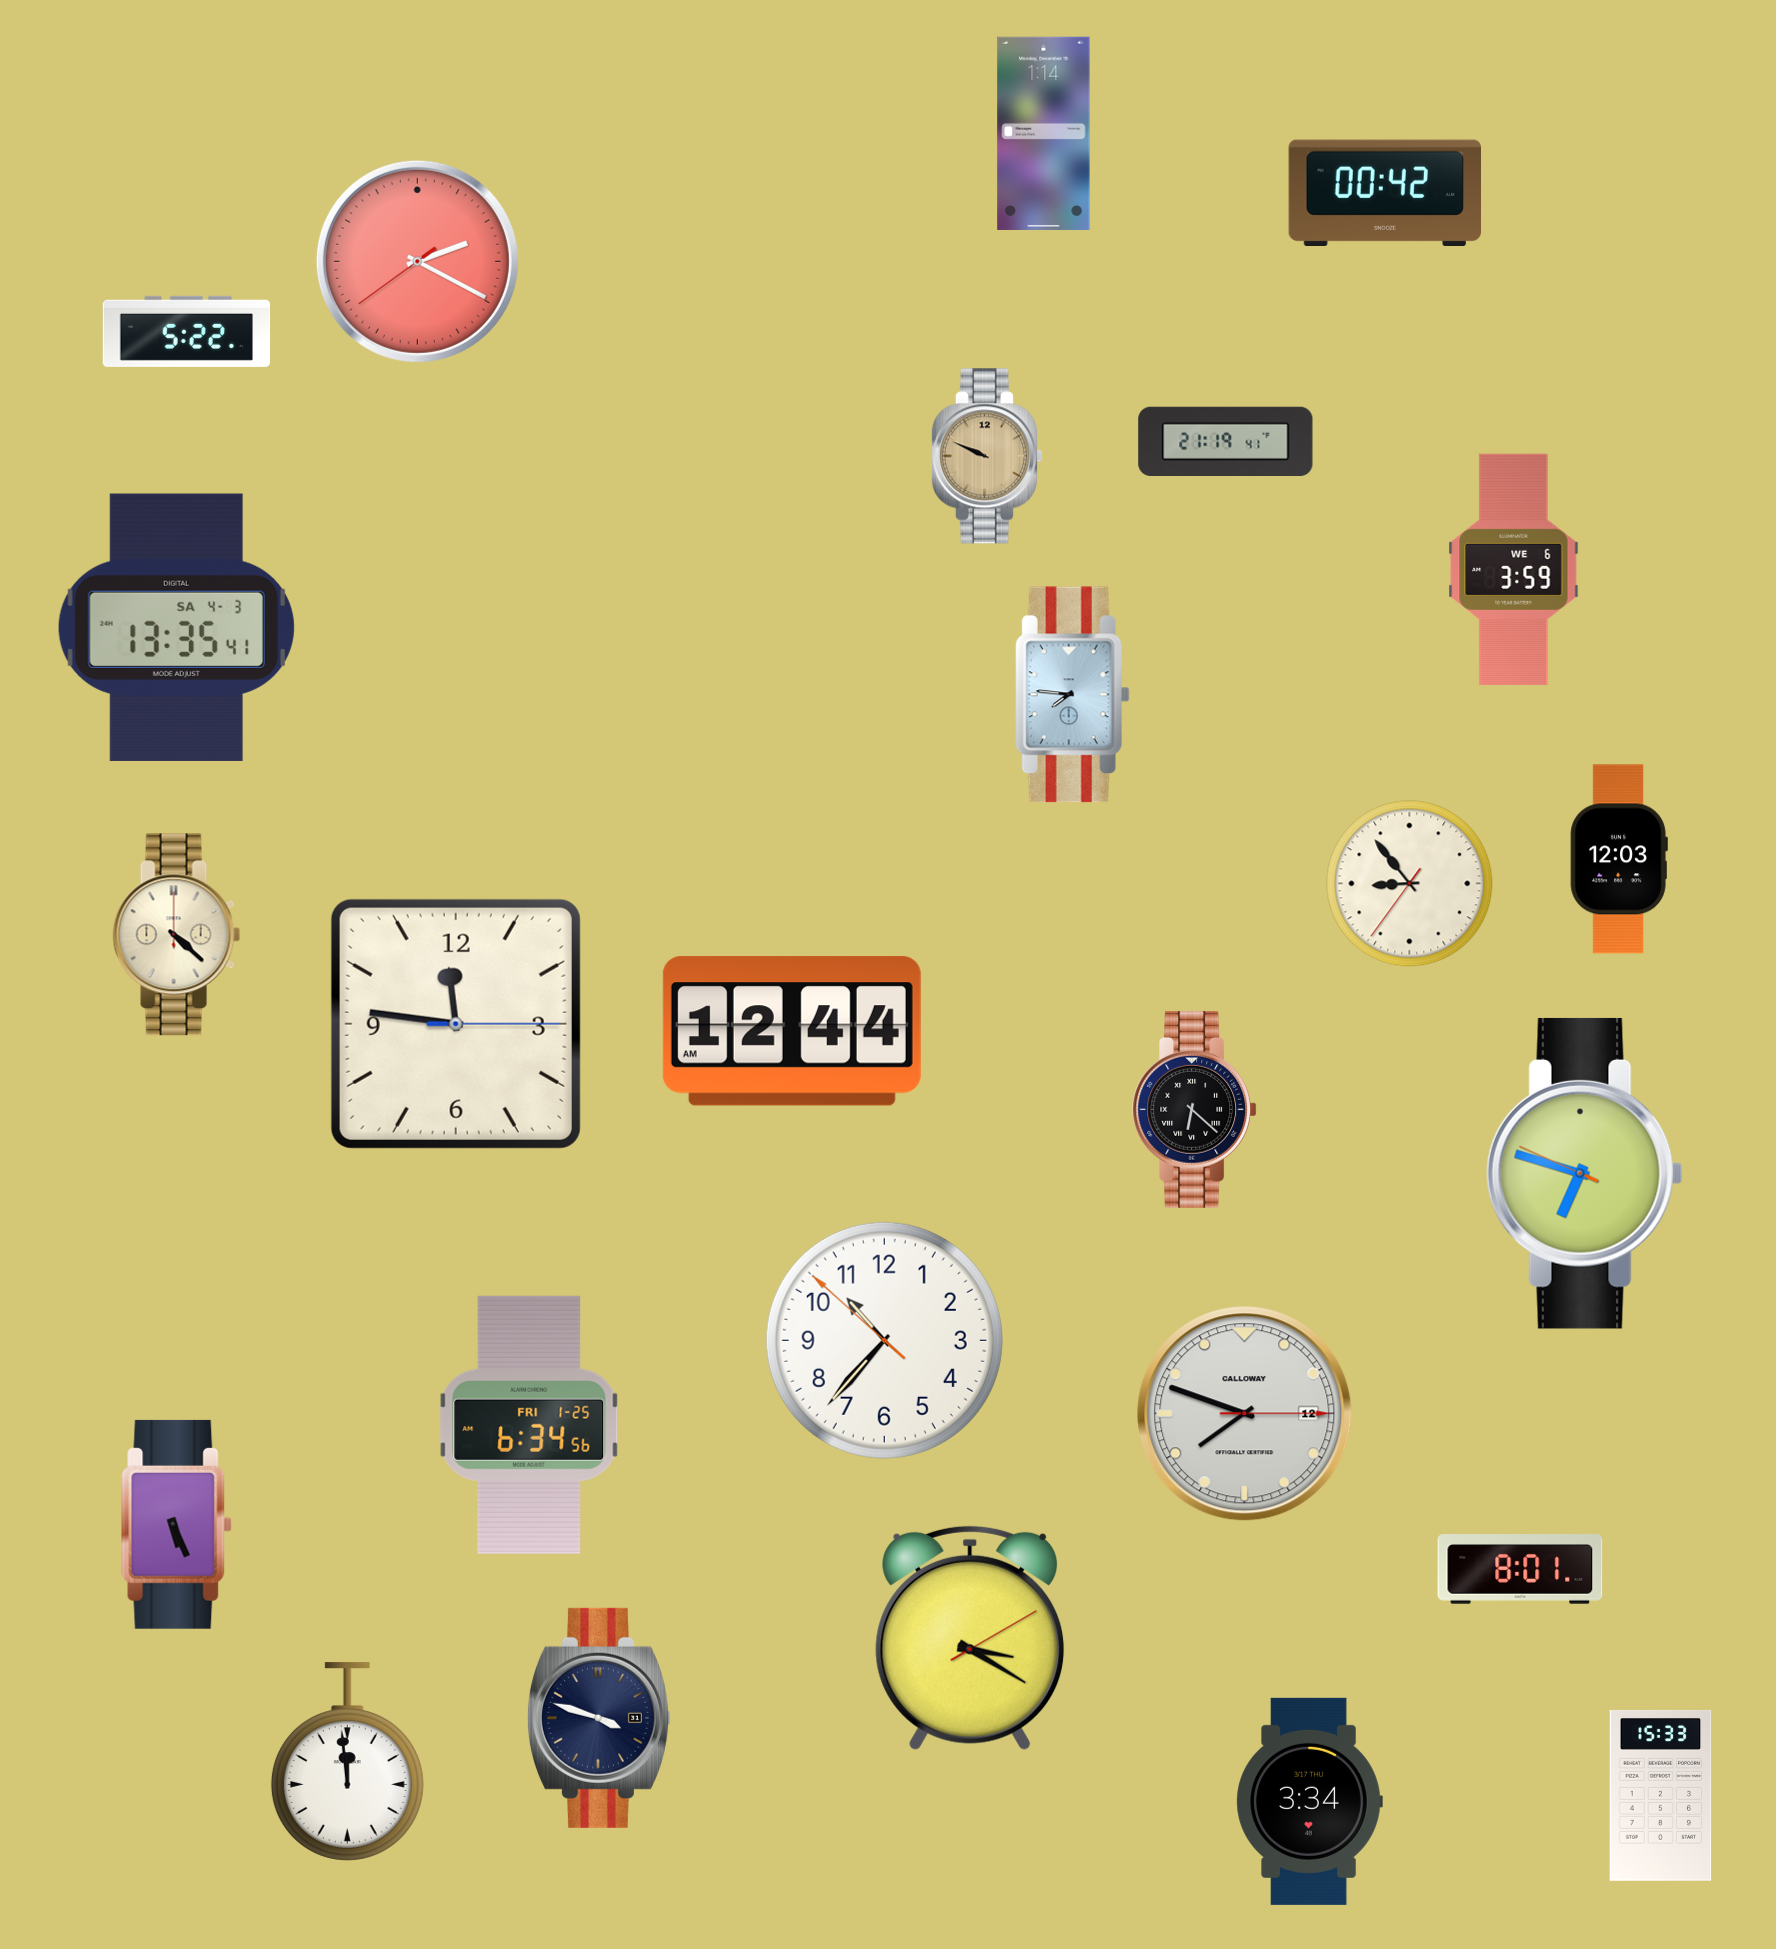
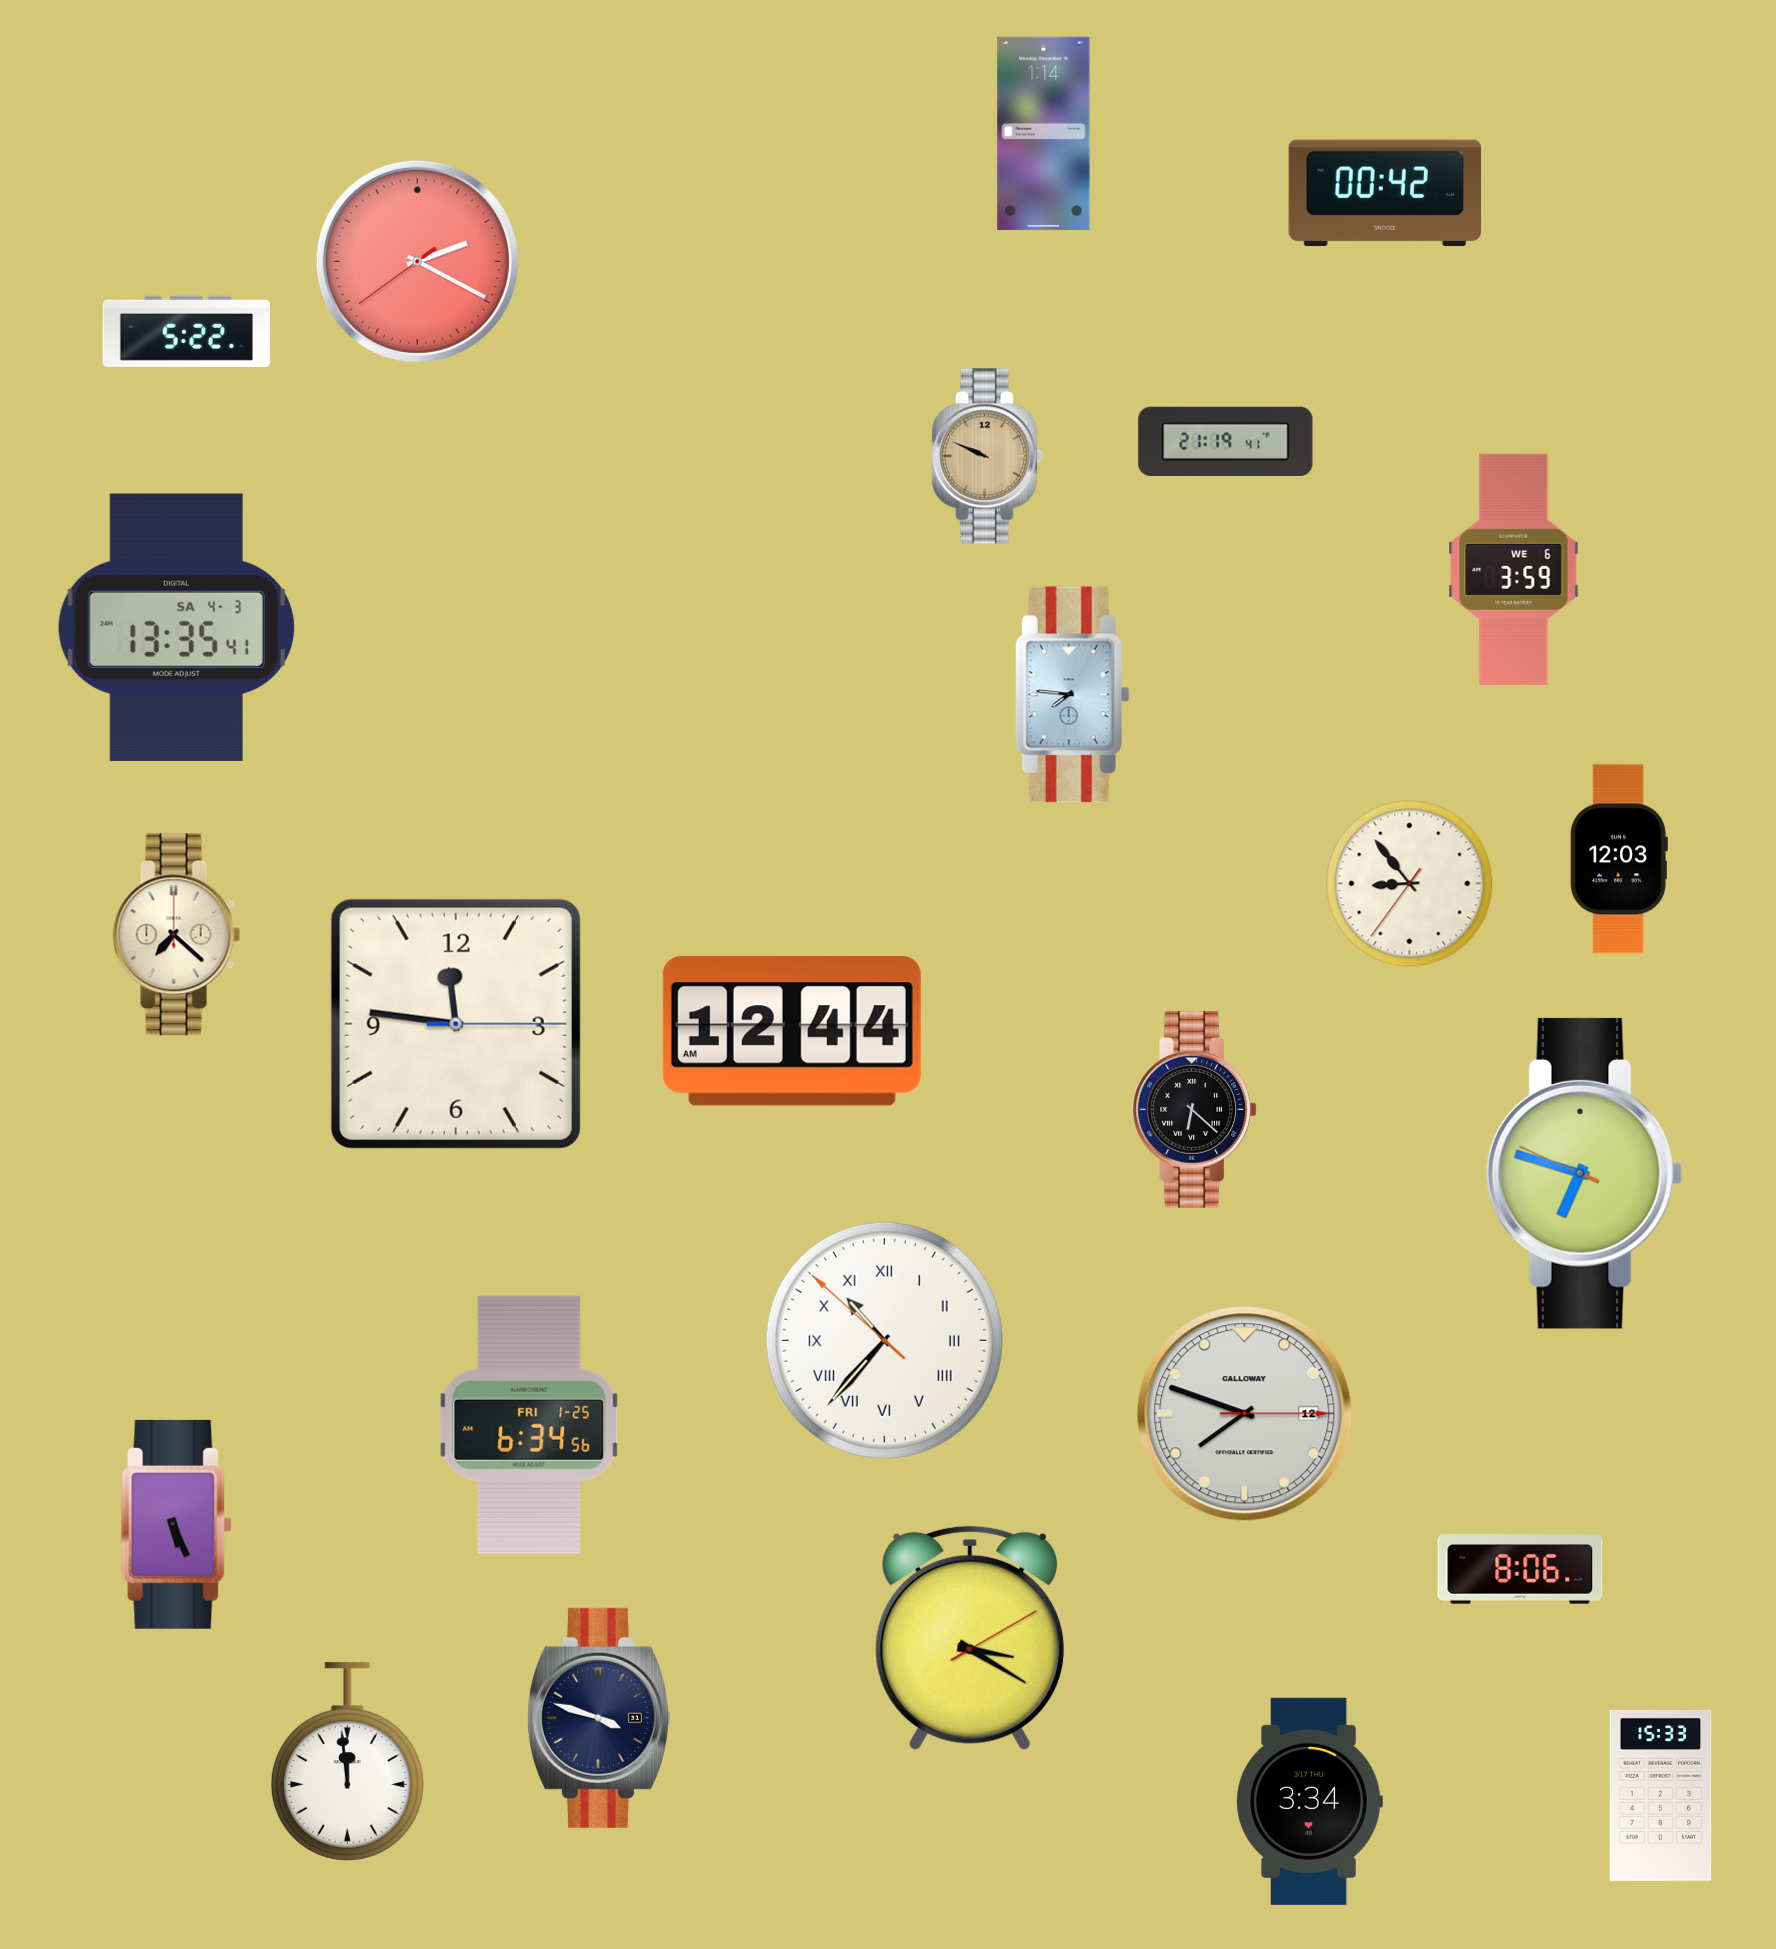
clock at (177, 935): 4:22 -> 7:22
clock at (884, 1340) numerals: Arabic -> Roman
clock at (1520, 1569): 8:01 -> 8:06
